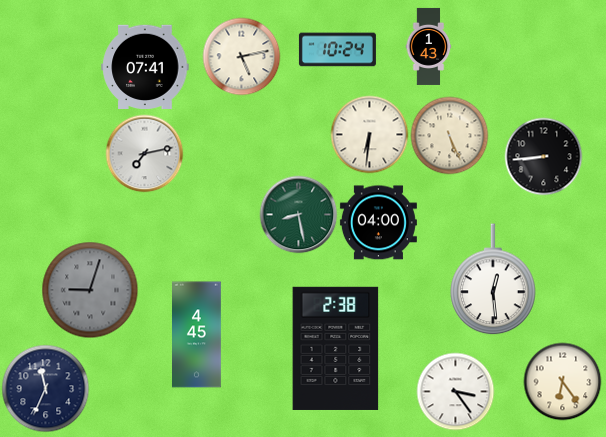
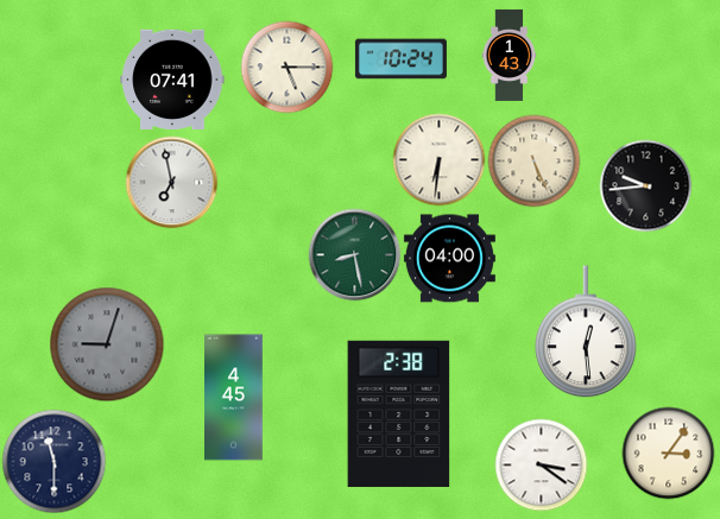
clock at (241, 56): 5:13 -> 5:15
clock at (144, 153): 7:13 -> 6:58
clock at (543, 156): 8:44 -> 9:44
clock at (378, 223) position: (378, 223) -> (449, 259)
clock at (562, 381): 6:24 -> 3:06
clock at (45, 388): 11:34 -> 11:30
clock at (455, 391): 3:24 -> 3:21
